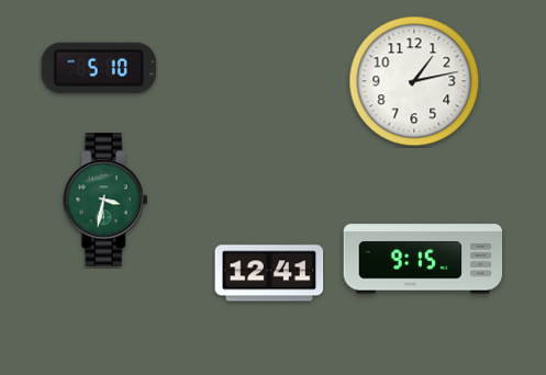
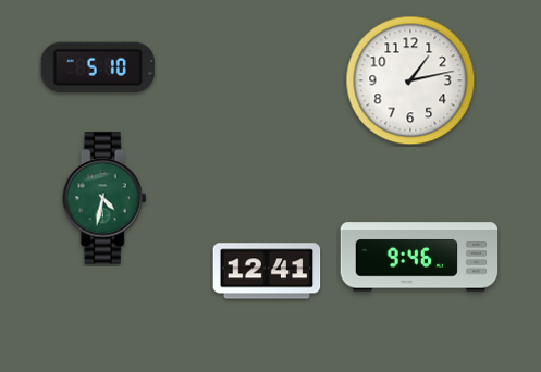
clock at (105, 200): 3:32 -> 4:32
clock at (423, 259): 9:15 -> 9:46
